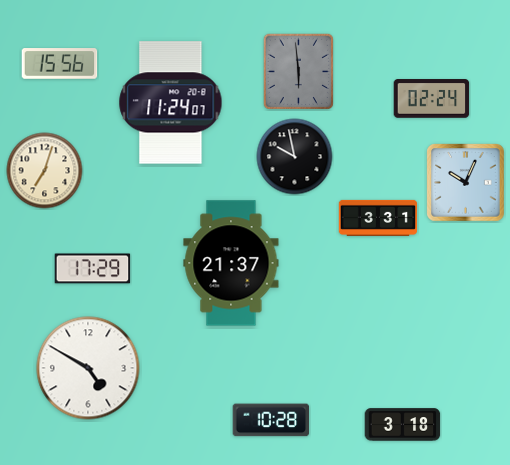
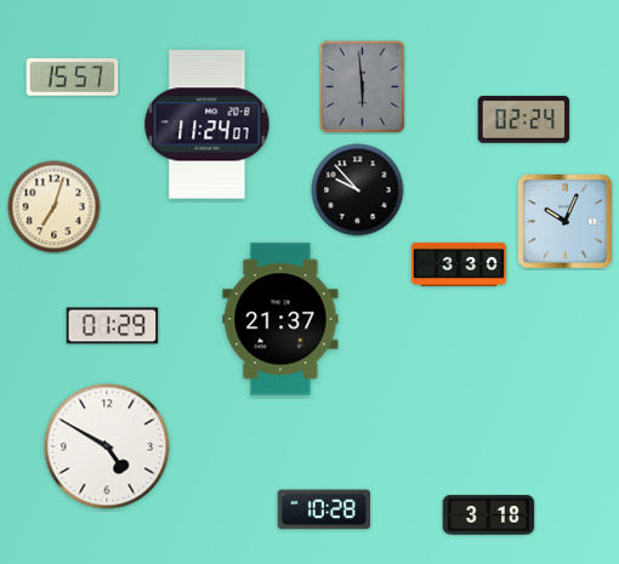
clock at (60, 64): 15:56 -> 15:57
clock at (295, 157): 9:58 -> 9:53
clock at (378, 218): 3:31 -> 3:30
clock at (93, 269): 17:29 -> 01:29
clock at (271, 420) position: (271, 420) -> (324, 509)
